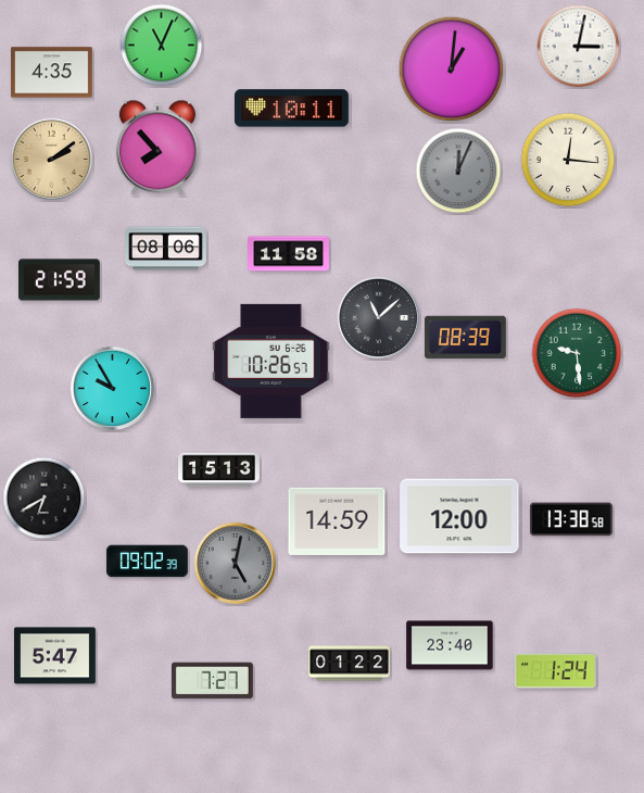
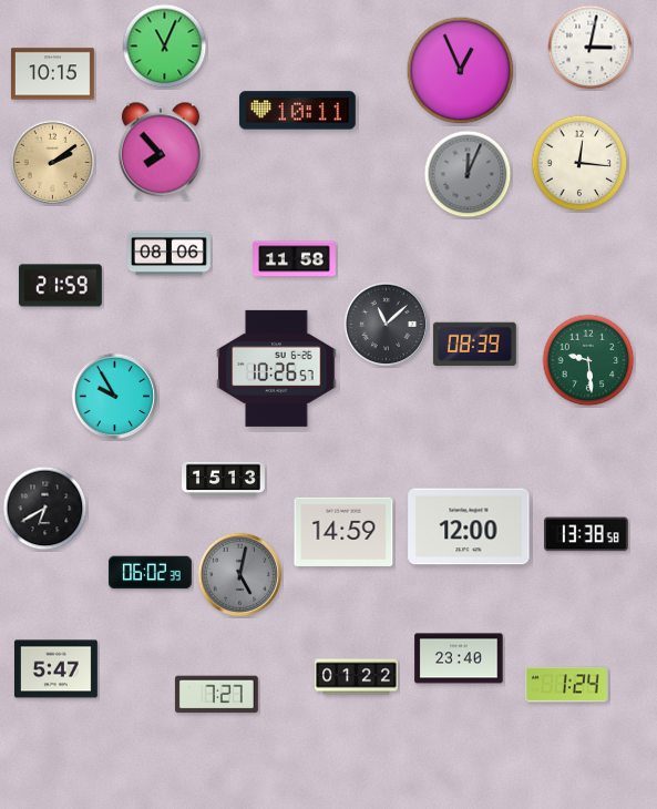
clock at (452, 70): 1:01 -> 12:56
clock at (52, 73): 4:35 -> 10:15
clock at (571, 519) position: (571, 519) -> (586, 534)
clock at (147, 562): 09:02 -> 06:02
